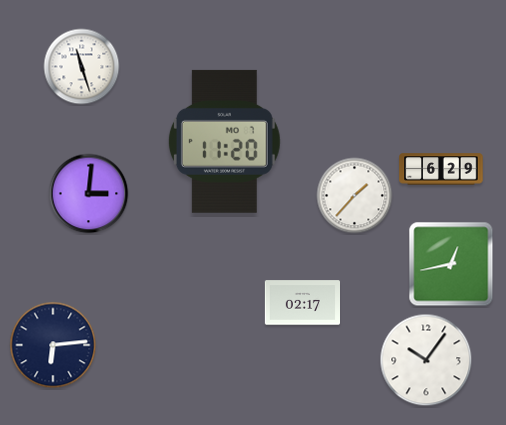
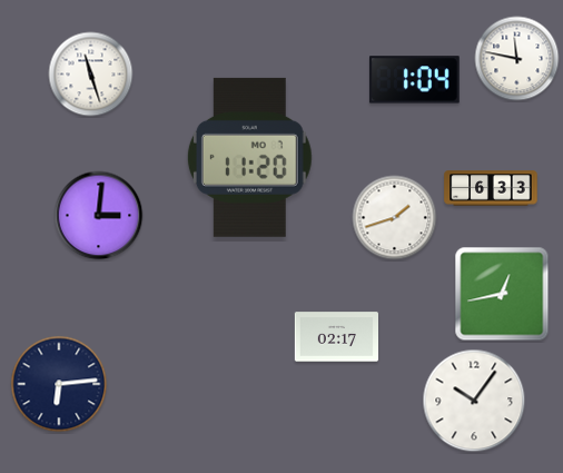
clock at (517, 59): none -> 11:47
clock at (414, 80): none -> 1:04
clock at (441, 169): 6:29 -> 6:33
clock at (355, 196): 1:37 -> 1:42
